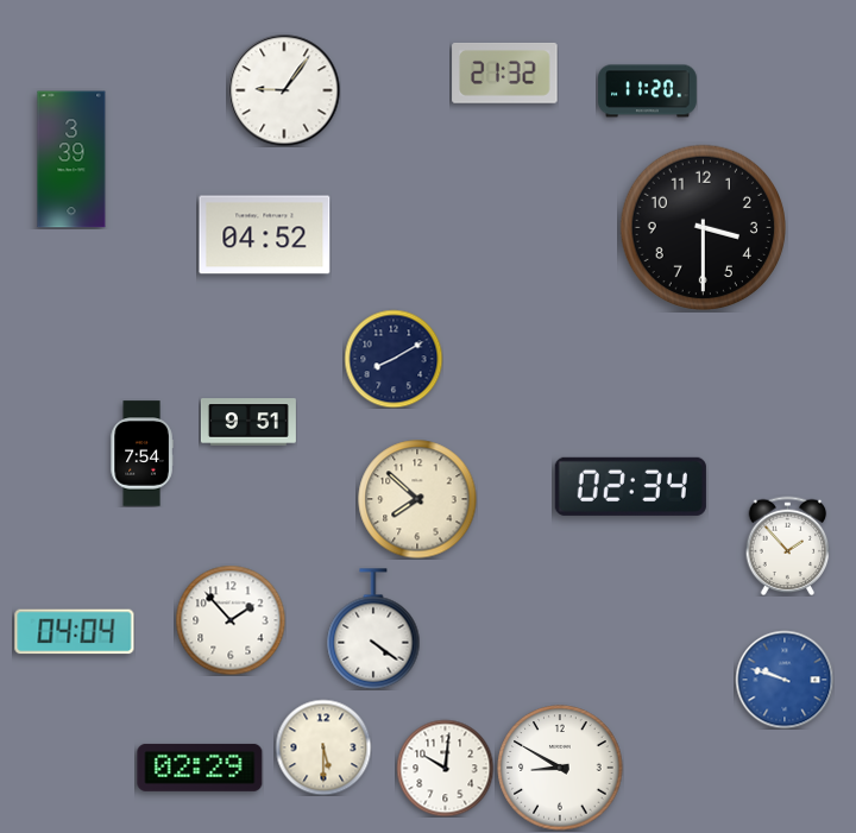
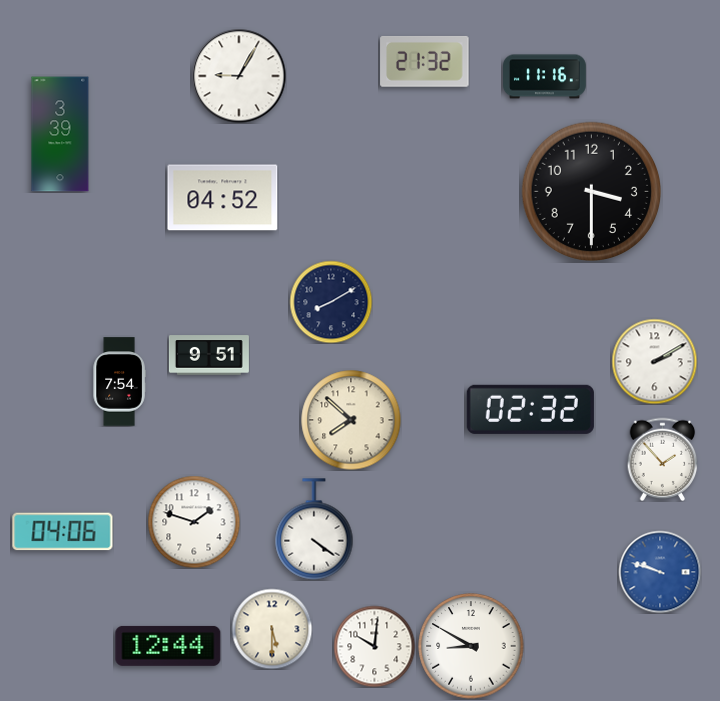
clock at (284, 90): 9:06 -> 9:05
clock at (648, 91): 11:20 -> 11:16
clock at (654, 361): none -> 2:10
clock at (630, 486): 02:34 -> 02:32
clock at (231, 620): 1:53 -> 1:48
clock at (75, 632): 04:04 -> 04:06
clock at (200, 768): 02:29 -> 12:44
